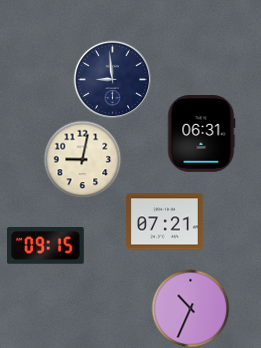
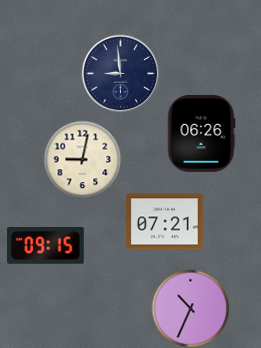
clock at (112, 79) position: (112, 79) -> (120, 73)
clock at (201, 134): 06:31 -> 06:26
